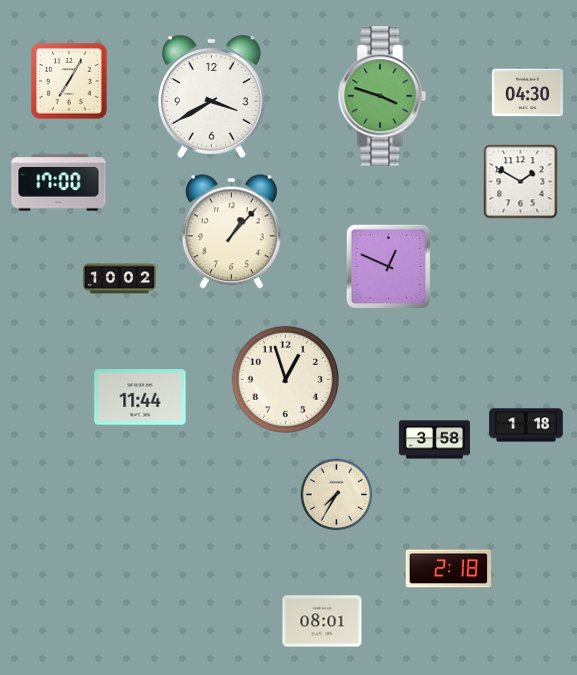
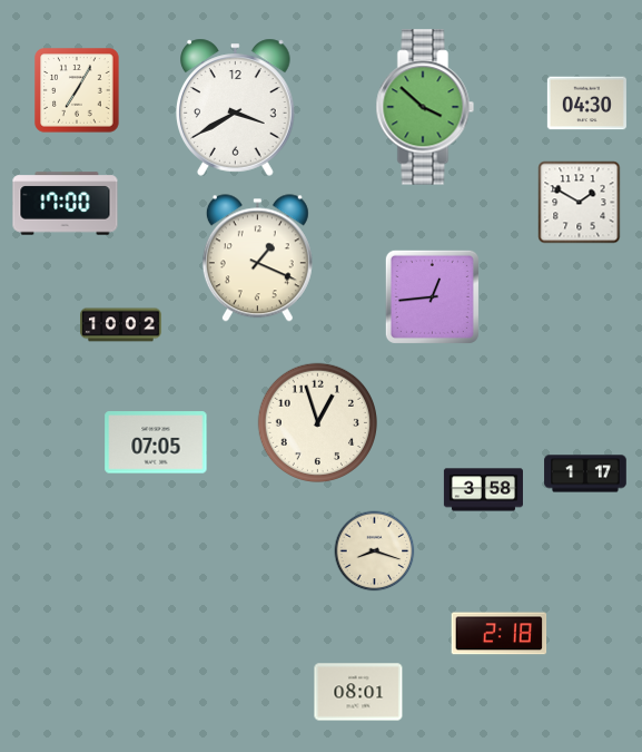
clock at (382, 96): 3:48 -> 3:52
clock at (231, 232): 1:07 -> 1:19
clock at (388, 266): 12:49 -> 12:44
clock at (120, 279) position: (120, 279) -> (121, 325)
clock at (140, 397): 11:44 -> 07:05
clock at (526, 425): 1:18 -> 1:17
clock at (337, 495): 7:35 -> 8:18
